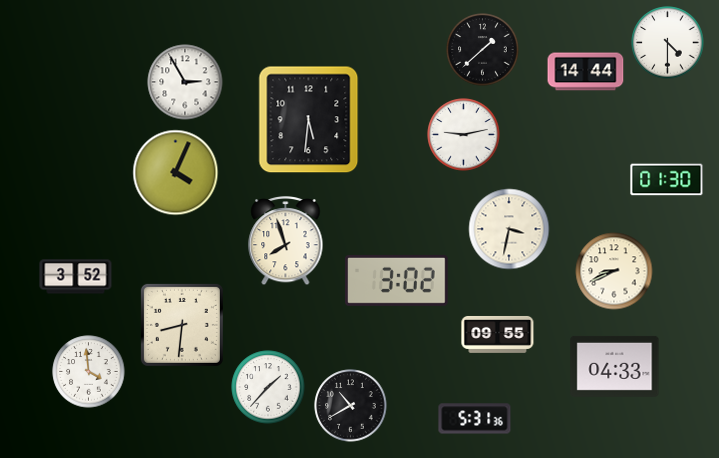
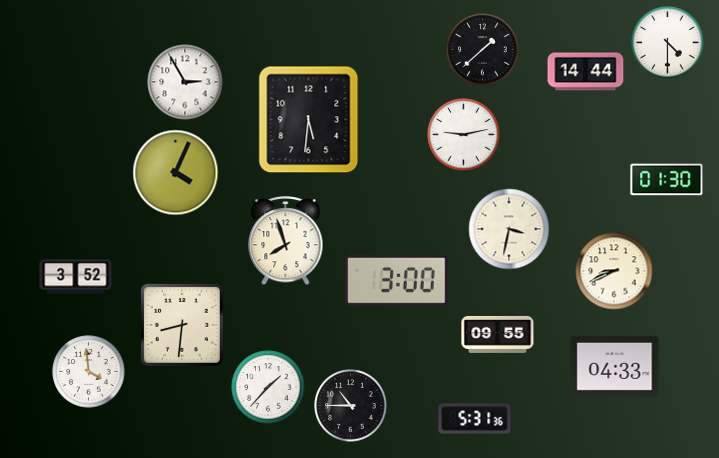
clock at (397, 280): 3:02 -> 3:00
clock at (351, 406): 10:40 -> 10:45
